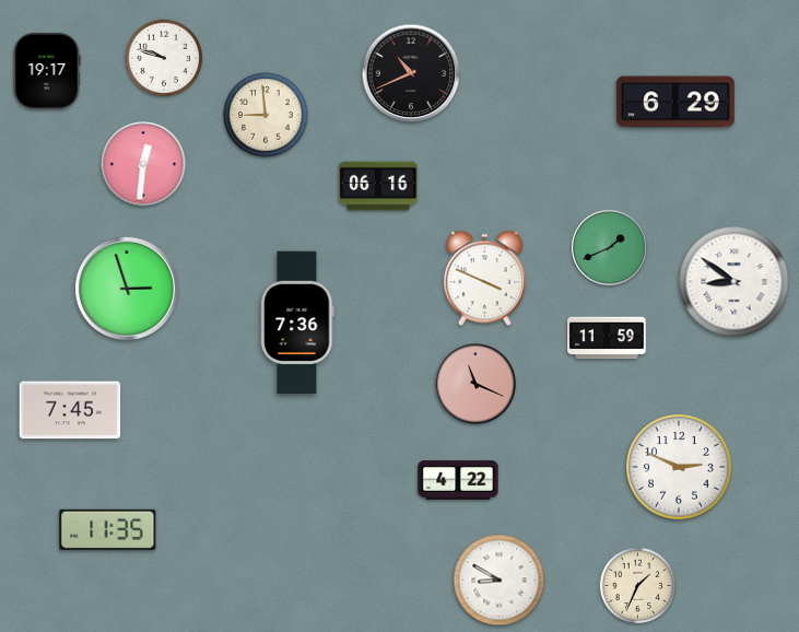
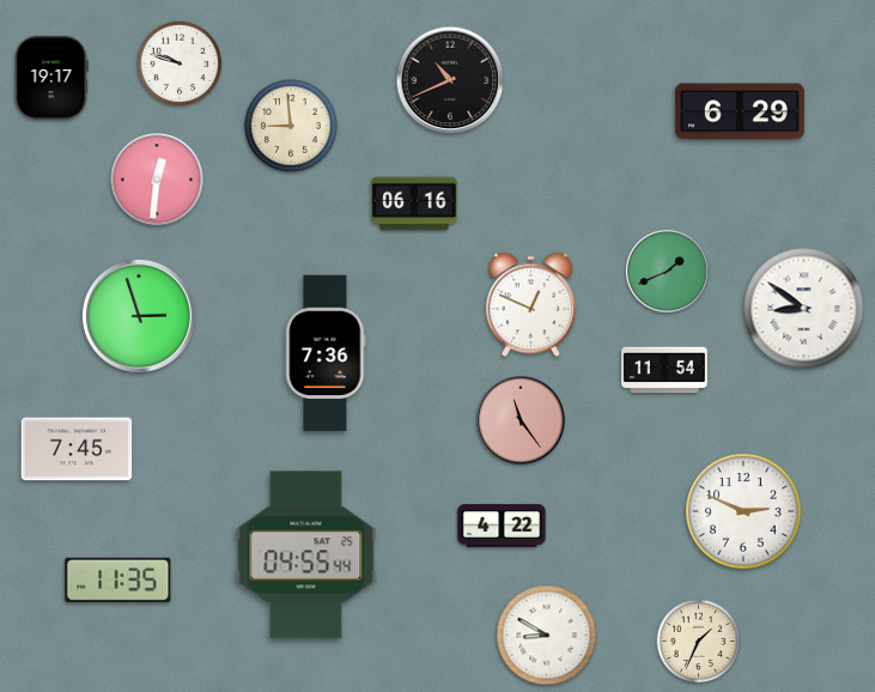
clock at (484, 279): 3:49 -> 12:49
clock at (607, 338): 11:59 -> 11:54
clock at (475, 384): 11:19 -> 11:24
clock at (306, 556): none -> 04:55
